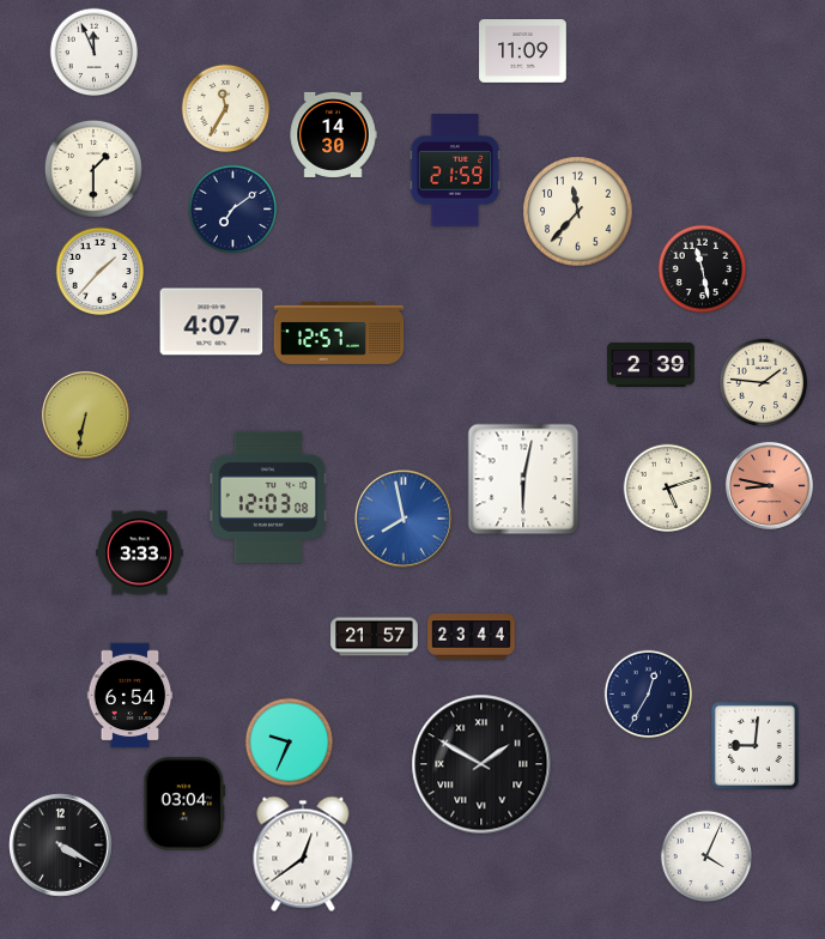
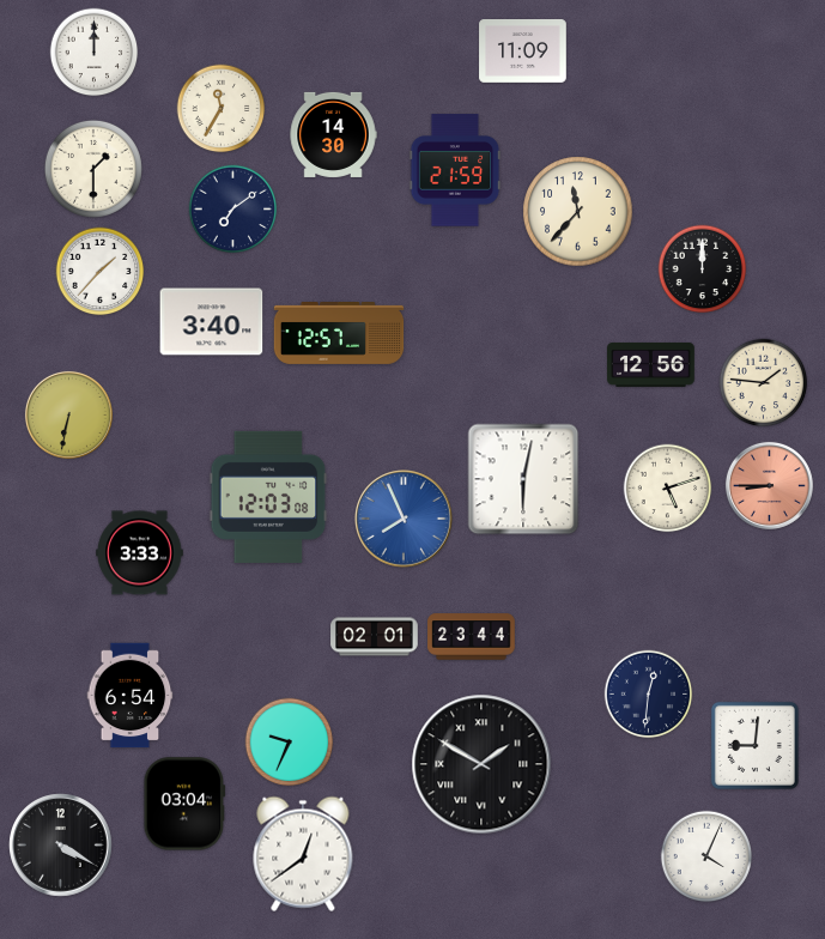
clock at (95, 53): 11:56 -> 12:00
clock at (226, 109) position: (226, 109) -> (222, 109)
clock at (703, 269): 11:28 -> 12:00
clock at (212, 322): 4:07 -> 3:40
clock at (651, 364): 2:39 -> 12:56
clock at (85, 414) position: (85, 414) -> (68, 414)
clock at (769, 485): 8:47 -> 8:45
clock at (405, 520): 7:58 -> 7:56
clock at (375, 637): 21:57 -> 02:01
clock at (649, 695): 12:35 -> 12:31
